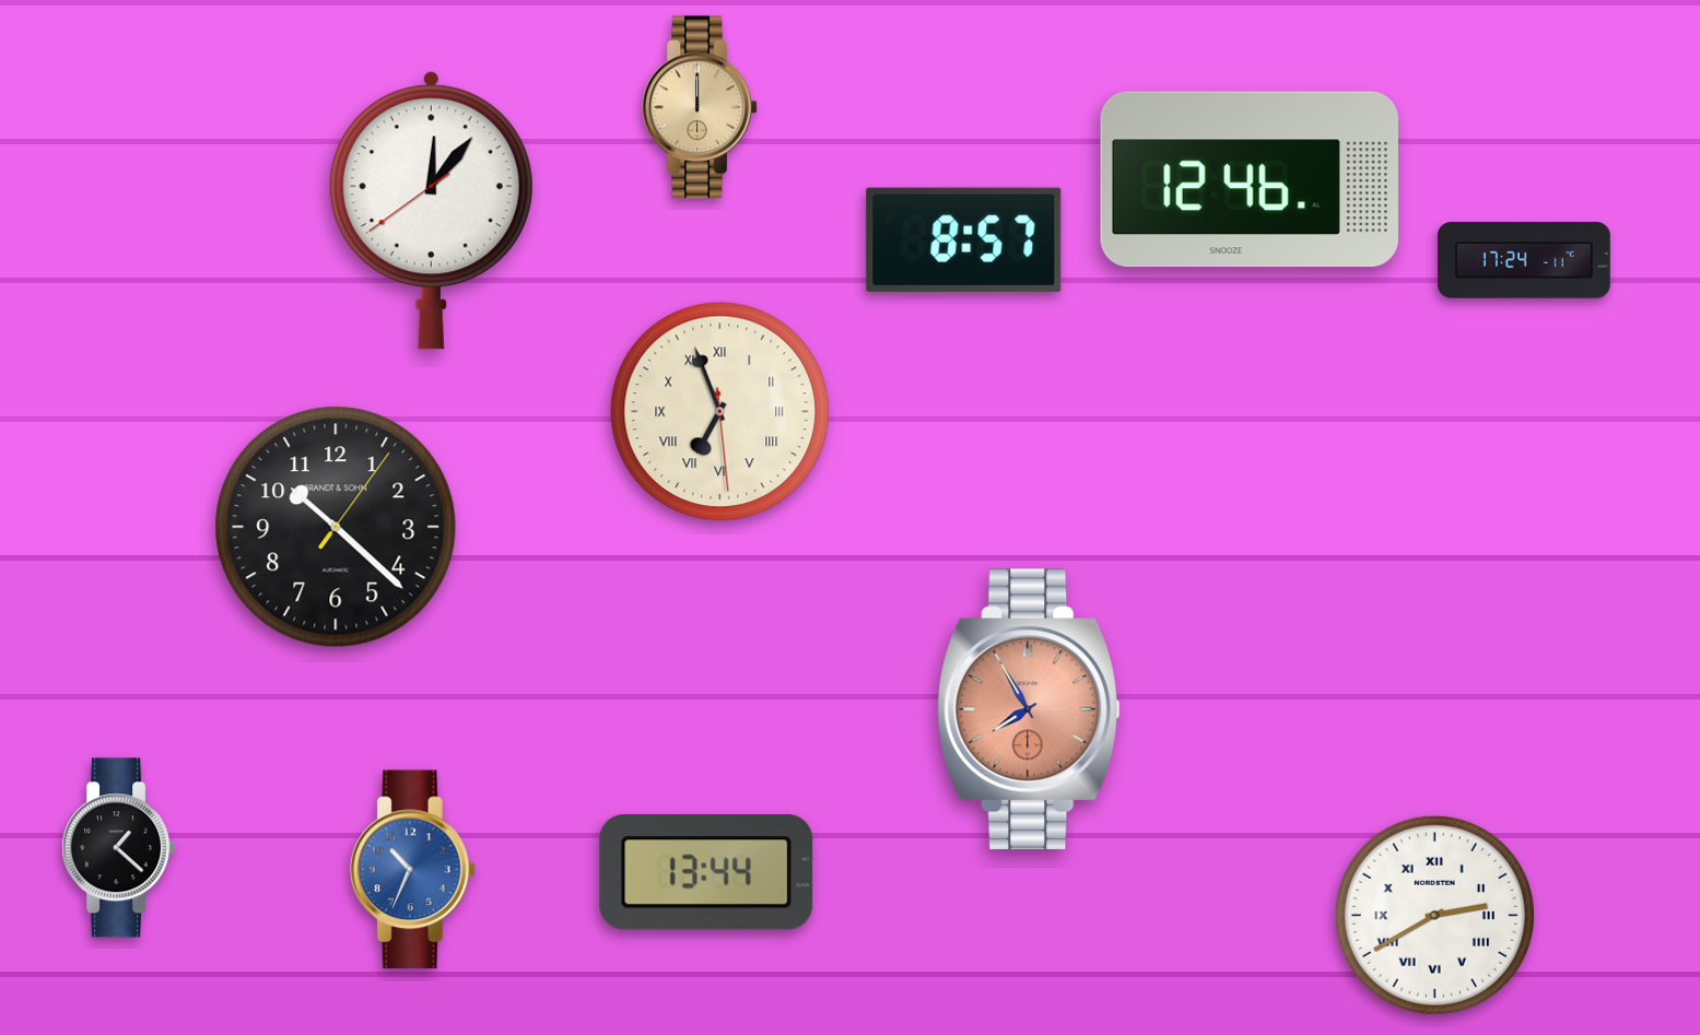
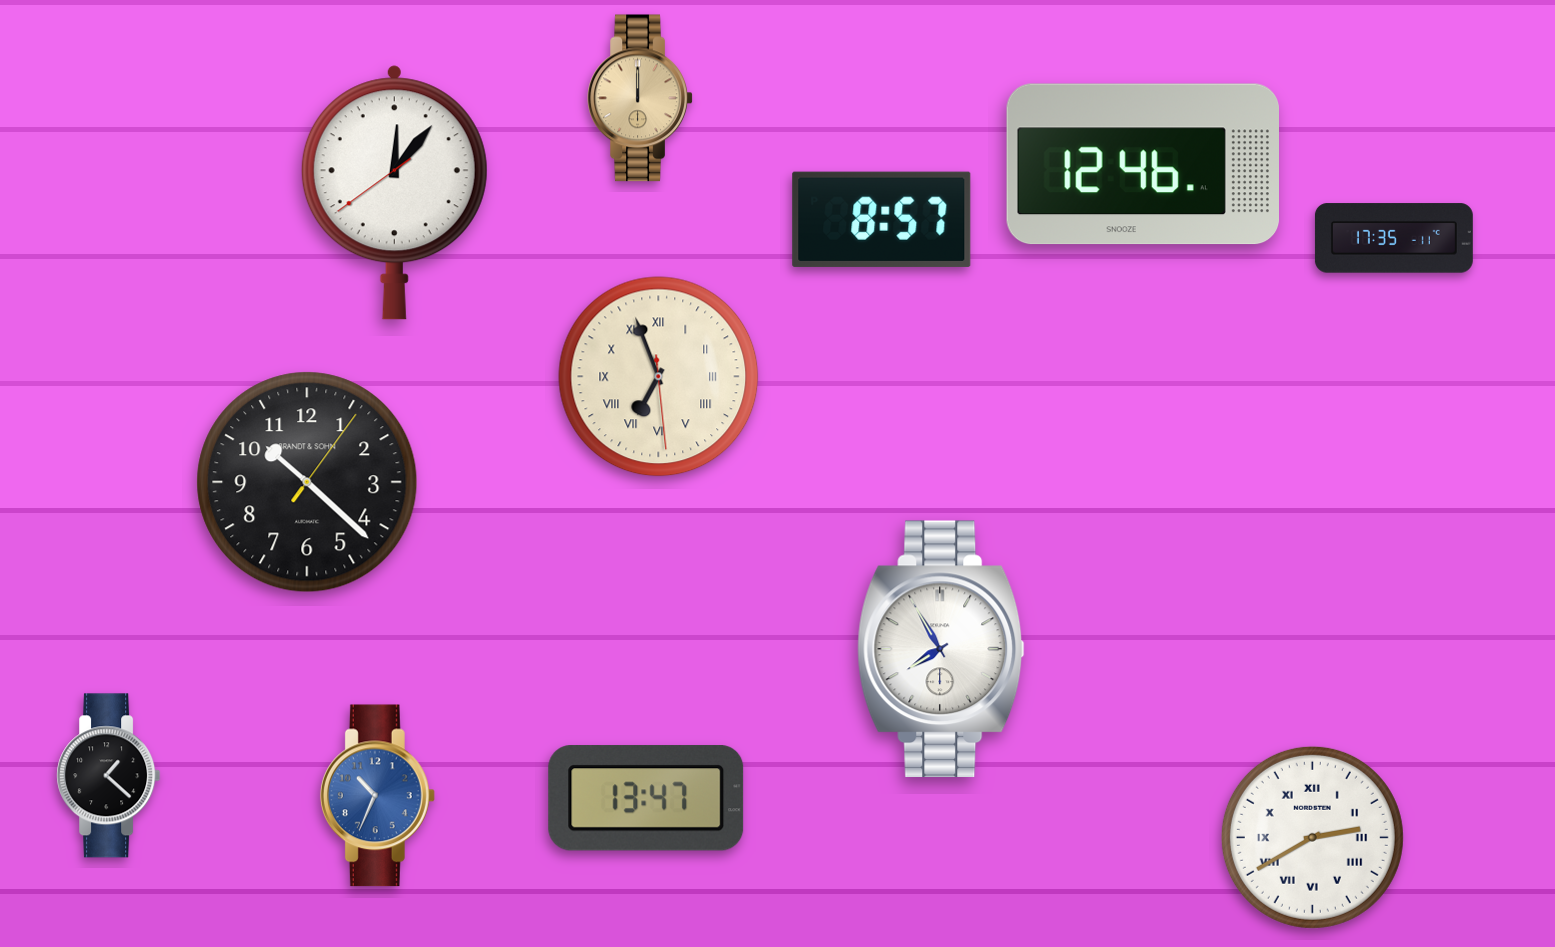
clock at (1524, 260): 17:24 -> 17:35
clock at (1029, 709) dial: salmon -> white
clock at (706, 872): 13:44 -> 13:47
